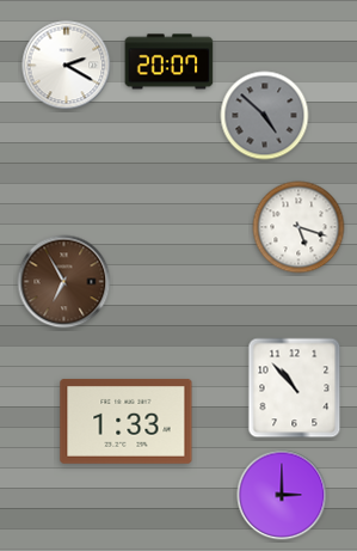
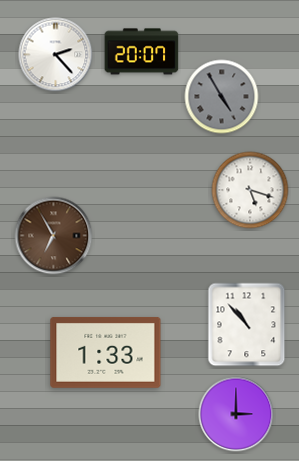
clock at (67, 66): 2:20 -> 2:23
clock at (265, 116): 4:52 -> 4:55
